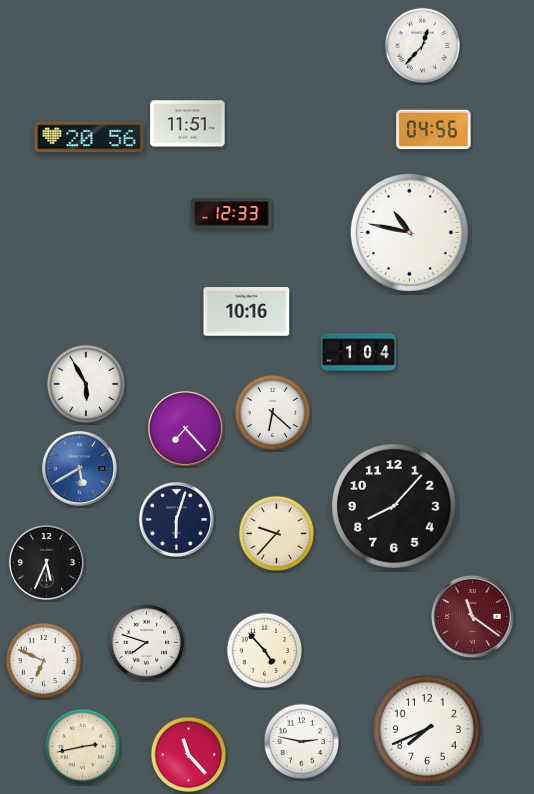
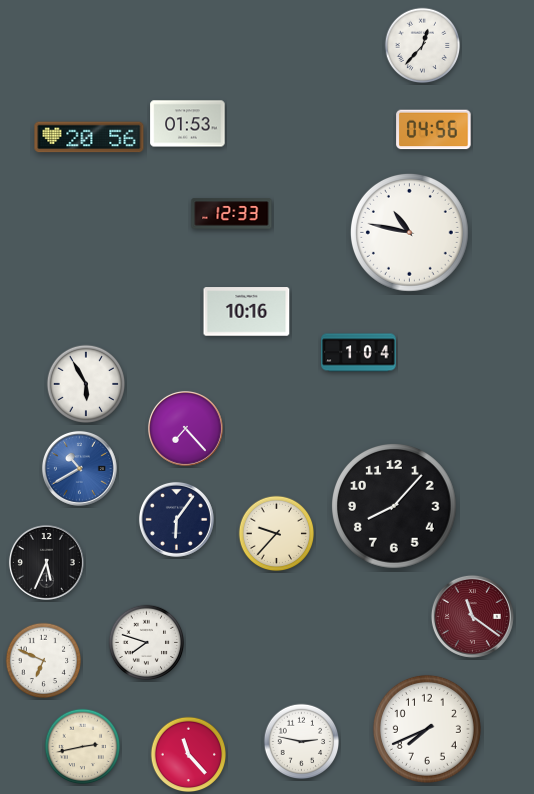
clock at (188, 124): 11:51 -> 01:53
clock at (273, 413): 6:22 -> none
clock at (79, 468): 5:40 -> 10:40
clock at (176, 519): 6:03 -> 6:06
clock at (265, 651): 4:53 -> none
